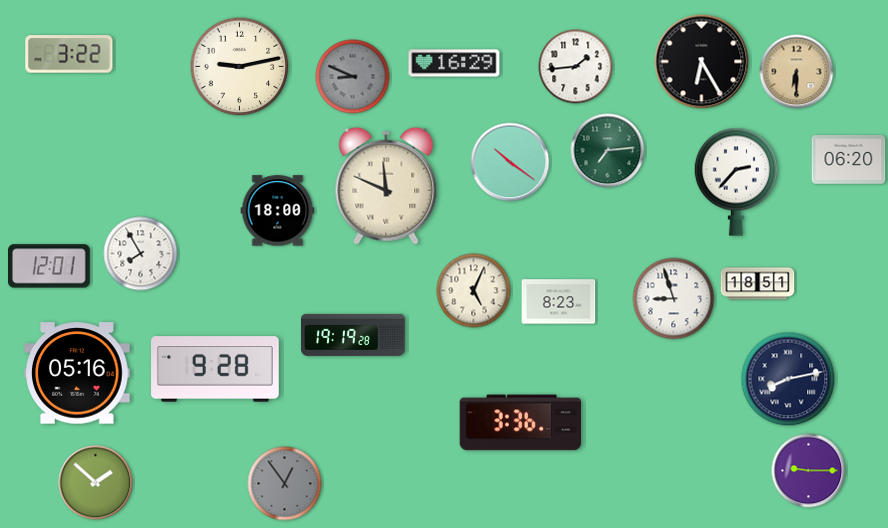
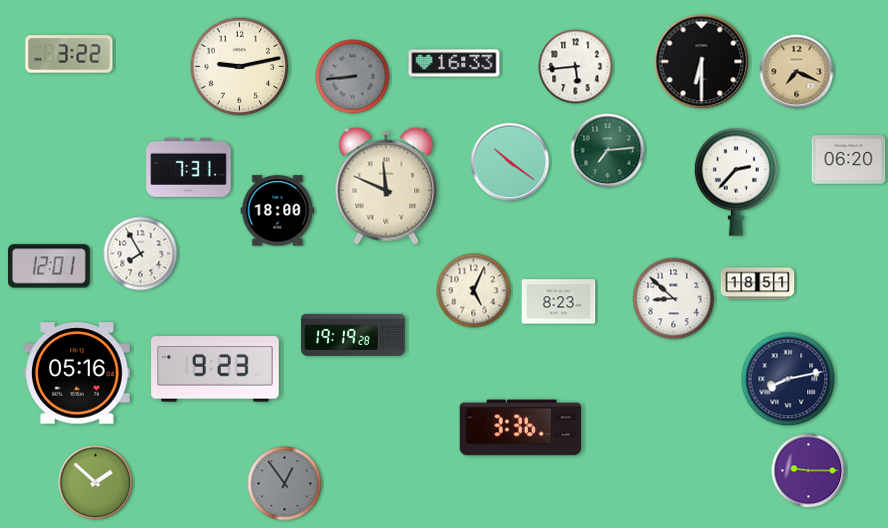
clock at (702, 62): 6:25 -> 6:30
clock at (454, 63): 16:29 -> 16:33
clock at (576, 67): 1:44 -> 5:44
clock at (797, 72): 6:30 -> 7:19
clock at (353, 77): 8:49 -> 8:44
clock at (189, 167): none -> 7:31
clock at (674, 299): 8:57 -> 8:52
clock at (215, 369): 9:28 -> 9:23
clock at (521, 423) position: (521, 423) -> (521, 428)
